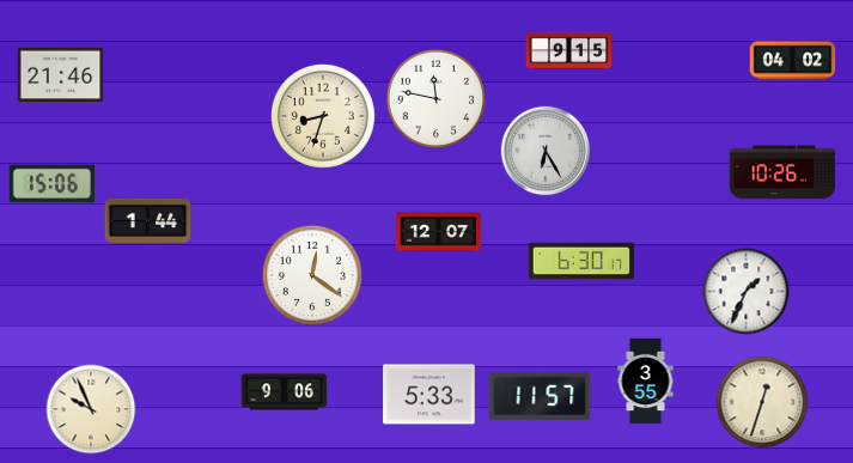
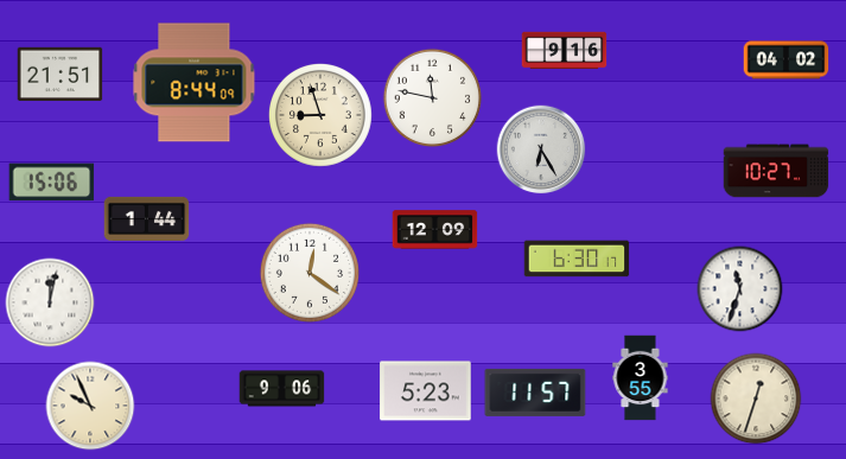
clock at (569, 51): 9:15 -> 9:16
clock at (61, 75): 21:46 -> 21:51
clock at (195, 83): none -> 8:44
clock at (323, 116): 8:33 -> 8:57
clock at (782, 172): 10:26 -> 10:27
clock at (439, 232): 12:07 -> 12:09
clock at (747, 292): 1:34 -> 11:33
clock at (50, 302): none -> 12:02
clock at (429, 395): 5:33 -> 5:23
